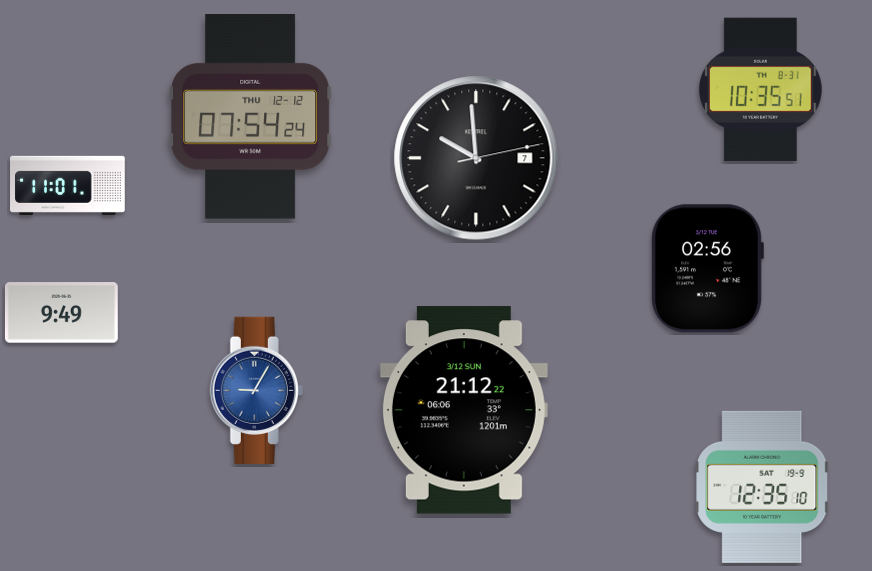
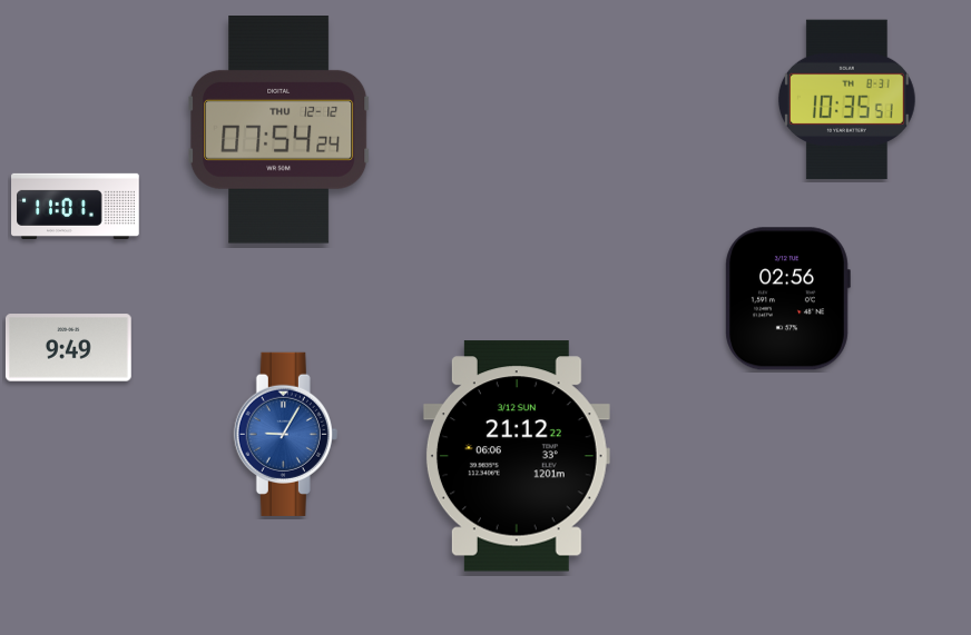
clock at (476, 158): 9:59 -> none
clock at (763, 487): 12:35 -> none
